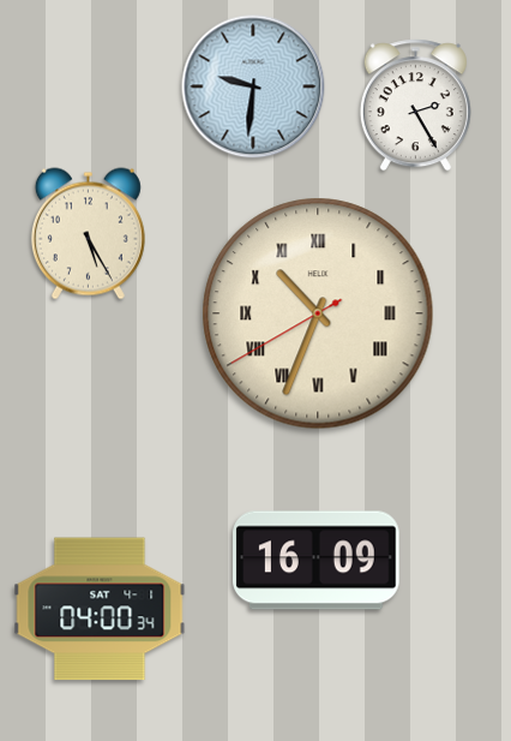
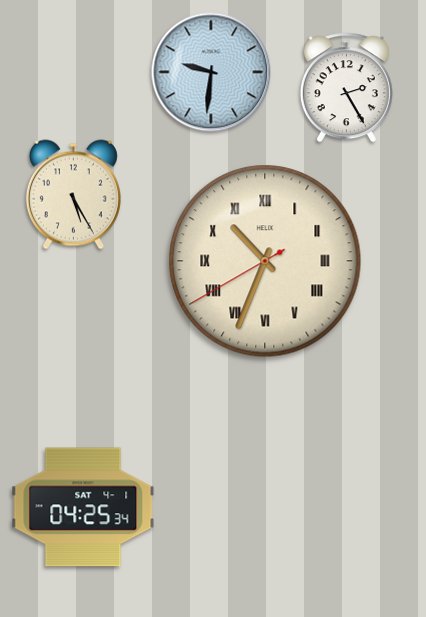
clock at (317, 561): 16:09 -> none
clock at (100, 609): 04:00 -> 04:25
